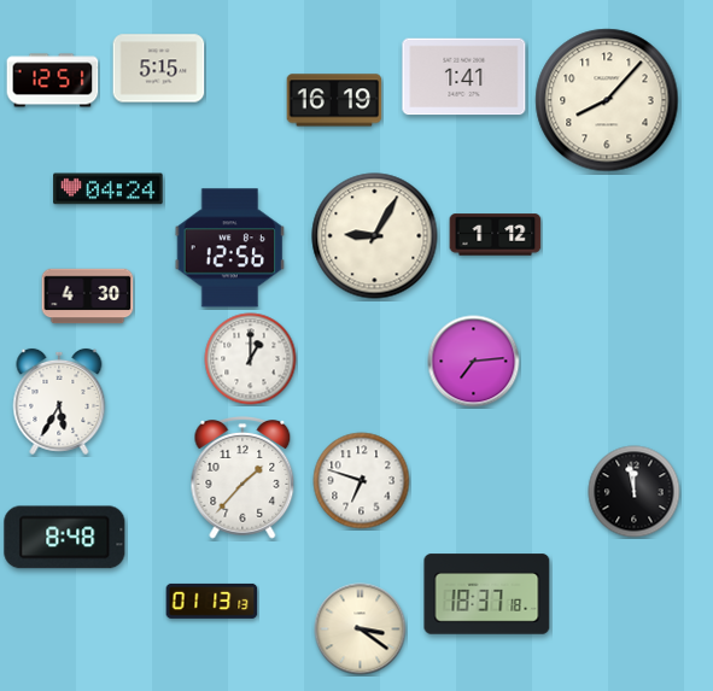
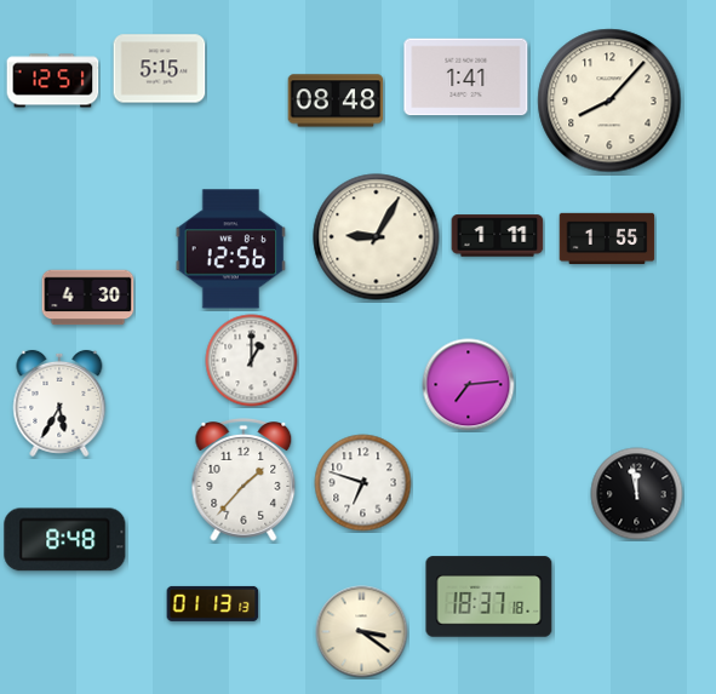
clock at (334, 100): 16:19 -> 08:48
clock at (109, 189): 04:24 -> none
clock at (496, 235): 1:12 -> 1:11
clock at (607, 237): none -> 1:55
clock at (474, 362) position: (474, 362) -> (469, 385)
